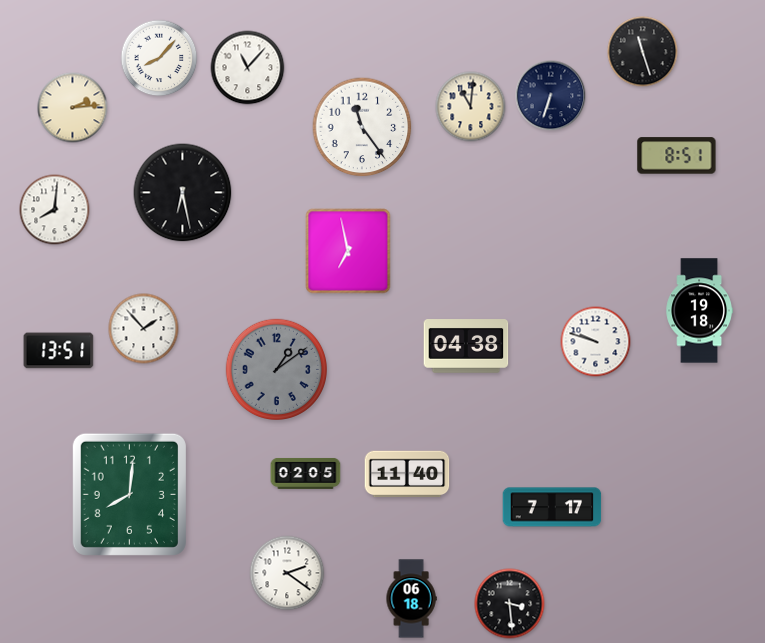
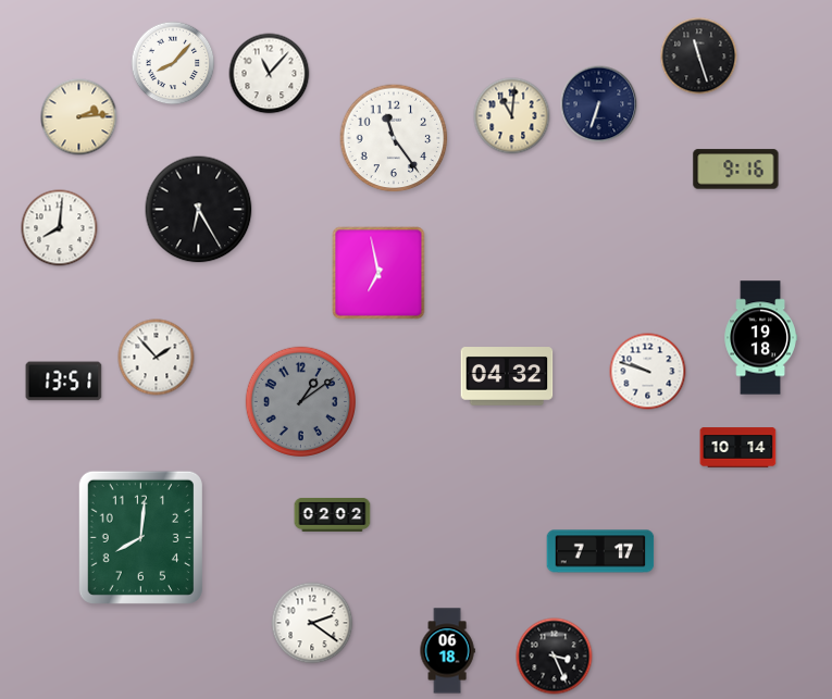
clock at (677, 156): 8:51 -> 9:16
clock at (183, 193): 6:28 -> 6:25
clock at (466, 346): 04:38 -> 04:32
clock at (738, 448): none -> 10:14
clock at (306, 474): 02:05 -> 02:02
clock at (407, 474): 11:40 -> none
clock at (510, 604): 3:29 -> 3:26
